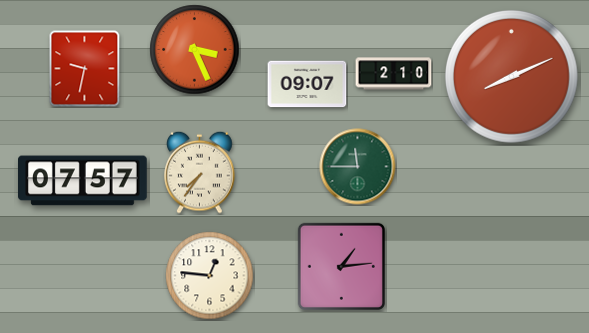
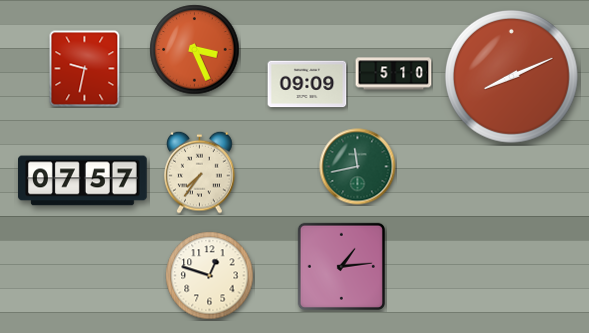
clock at (394, 74): 2:10 -> 5:10
clock at (307, 84): 09:07 -> 09:09
clock at (358, 167): 11:45 -> 11:43
clock at (210, 276): 12:46 -> 12:48
